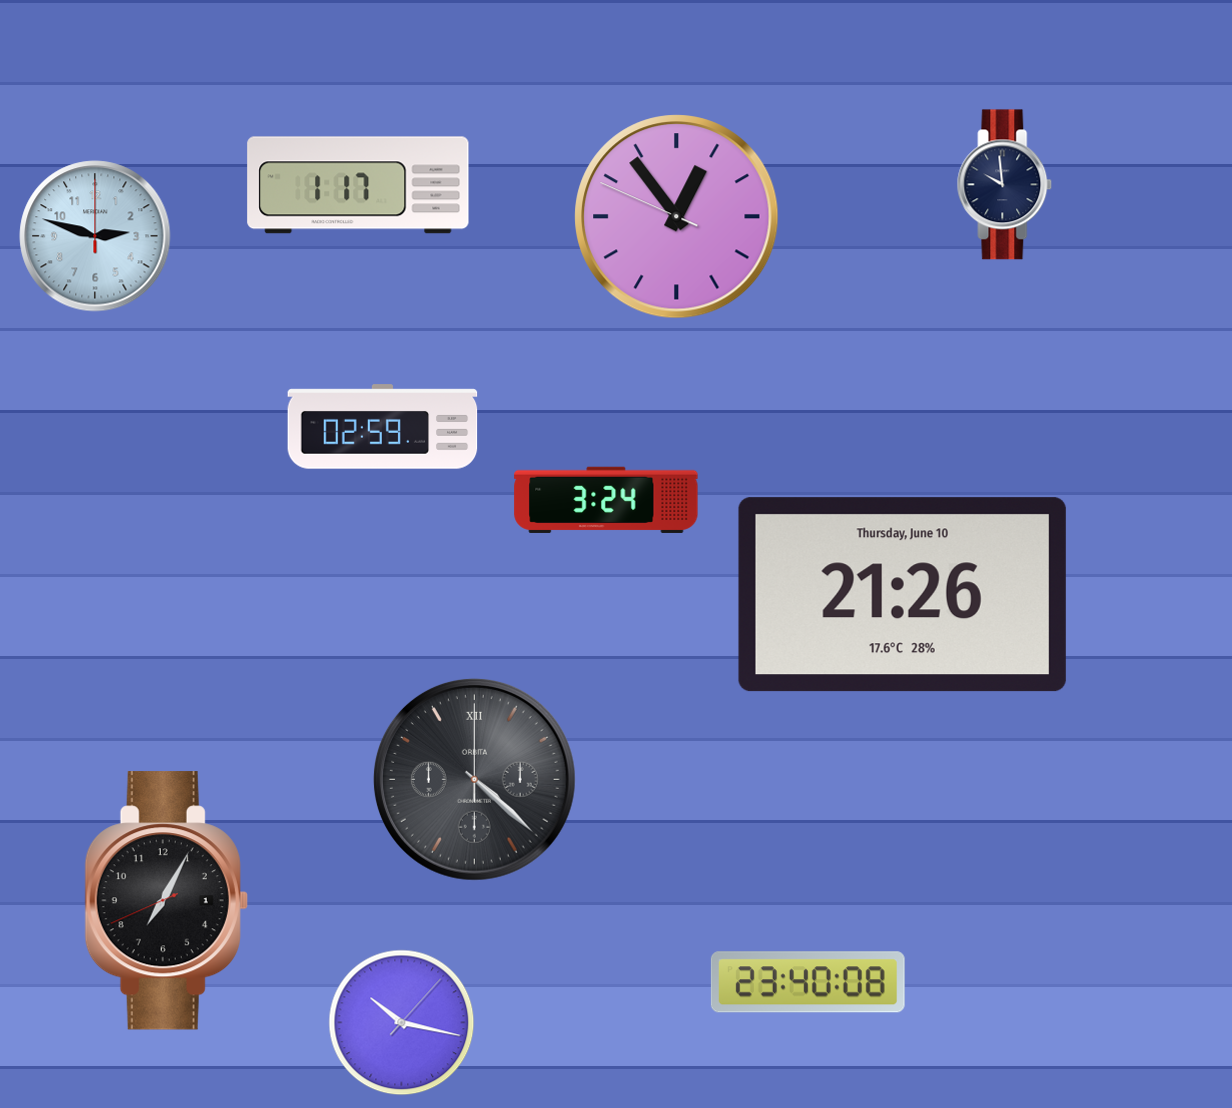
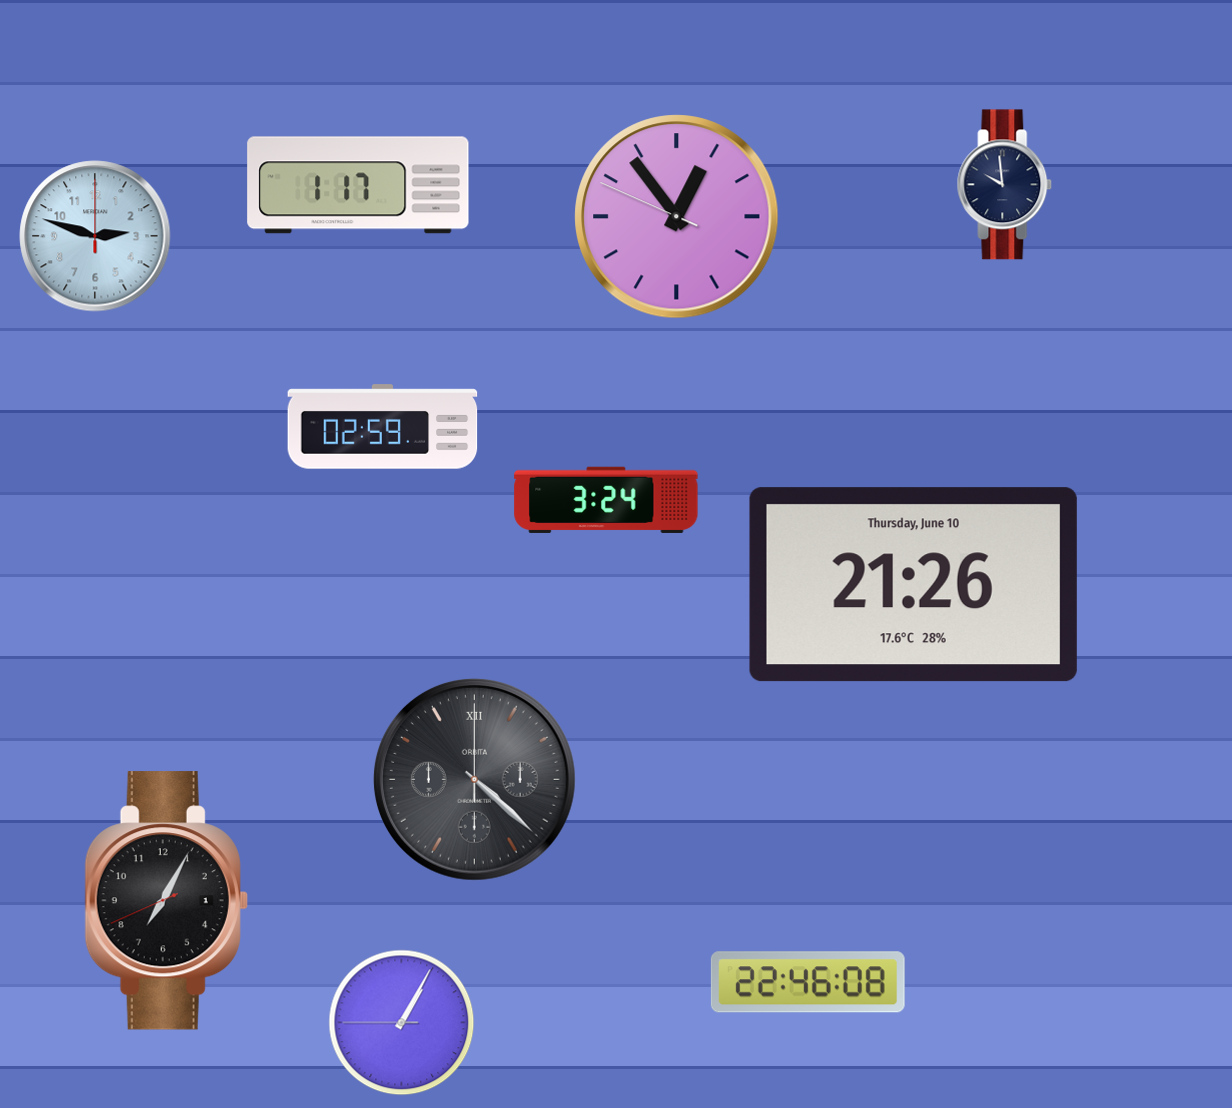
clock at (902, 595) position: (902, 595) -> (913, 585)
clock at (808, 982): 23:40 -> 22:46
clock at (402, 1023): 10:17 -> 1:04
